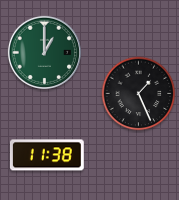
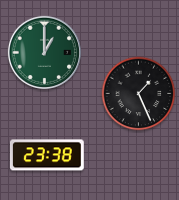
clock at (47, 155): 11:38 -> 23:38
